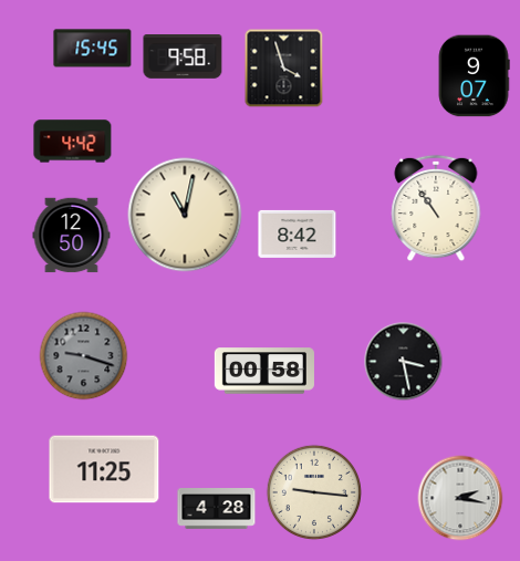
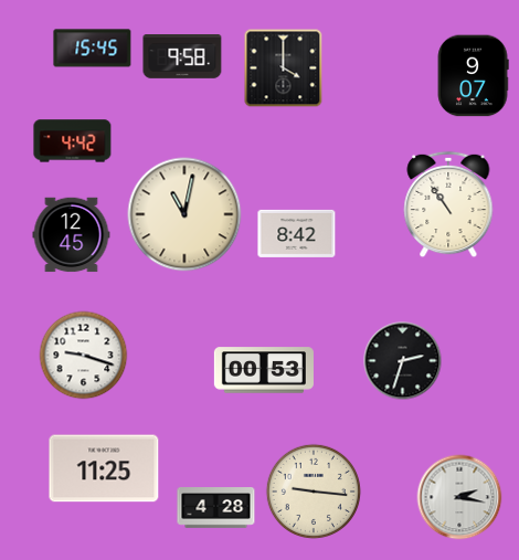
clock at (284, 69): 3:57 -> 4:00
clock at (436, 208) position: (436, 208) -> (448, 204)
clock at (72, 236): 12:50 -> 12:45
clock at (84, 356) dial: grey -> white
clock at (404, 362): 3:28 -> 2:33
clock at (264, 371): 00:58 -> 00:53
